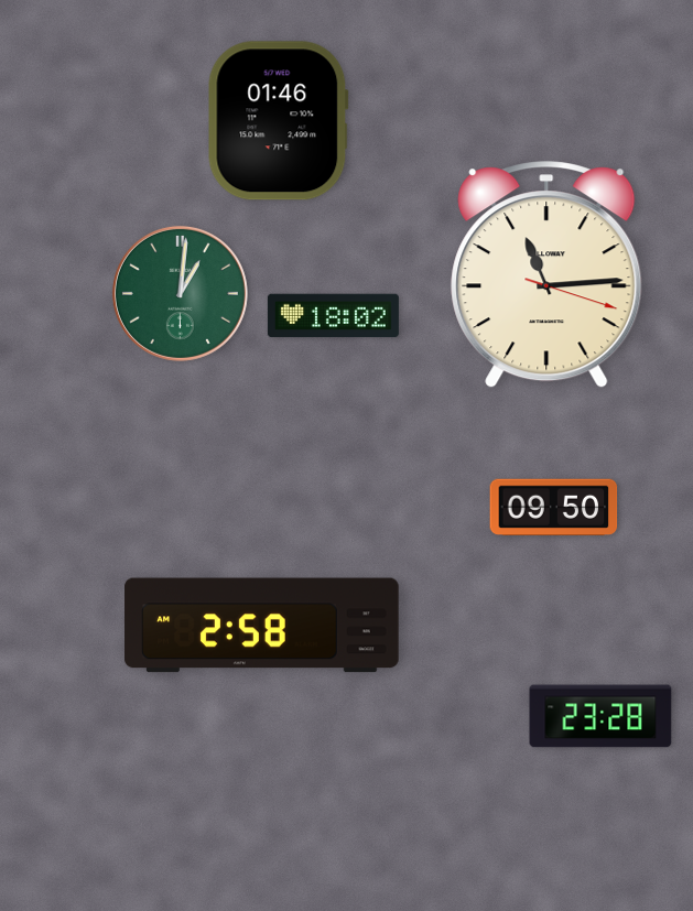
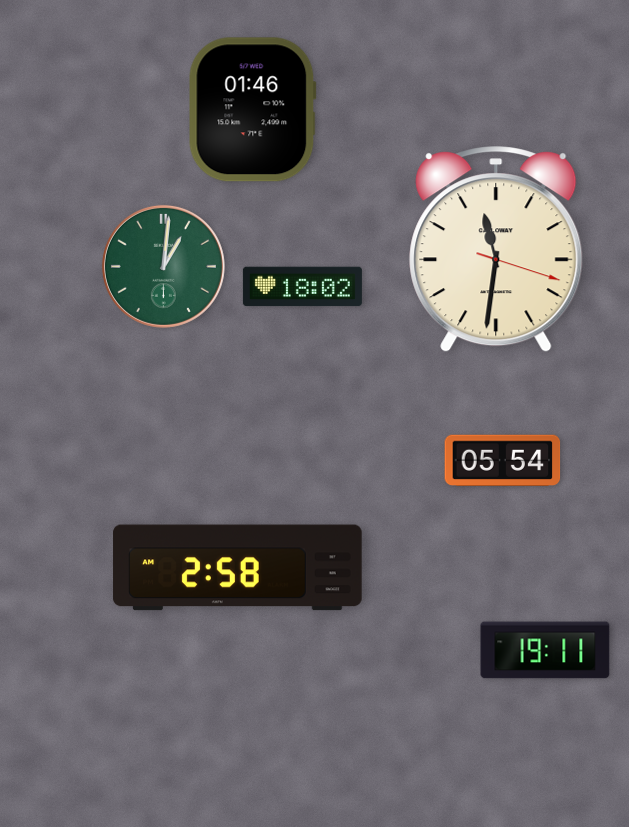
clock at (546, 275): 11:14 -> 11:31
clock at (554, 507): 09:50 -> 05:54
clock at (600, 716): 23:28 -> 19:11
